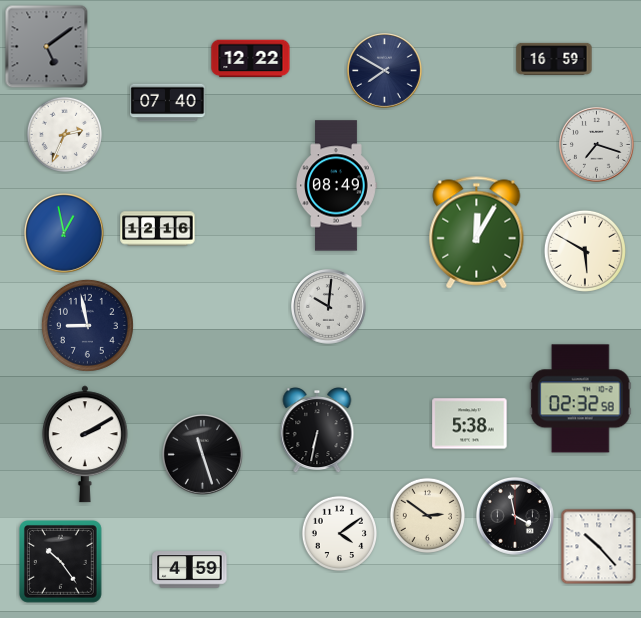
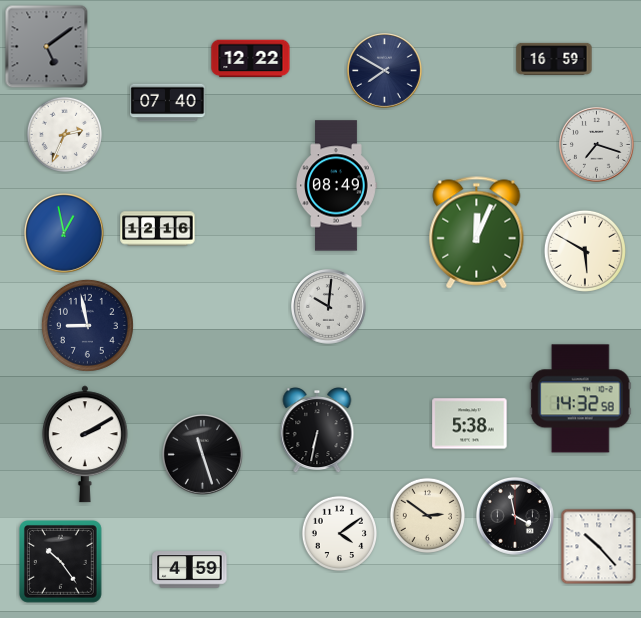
clock at (477, 233): 12:05 -> 12:04
clock at (580, 399): 02:32 -> 14:32
